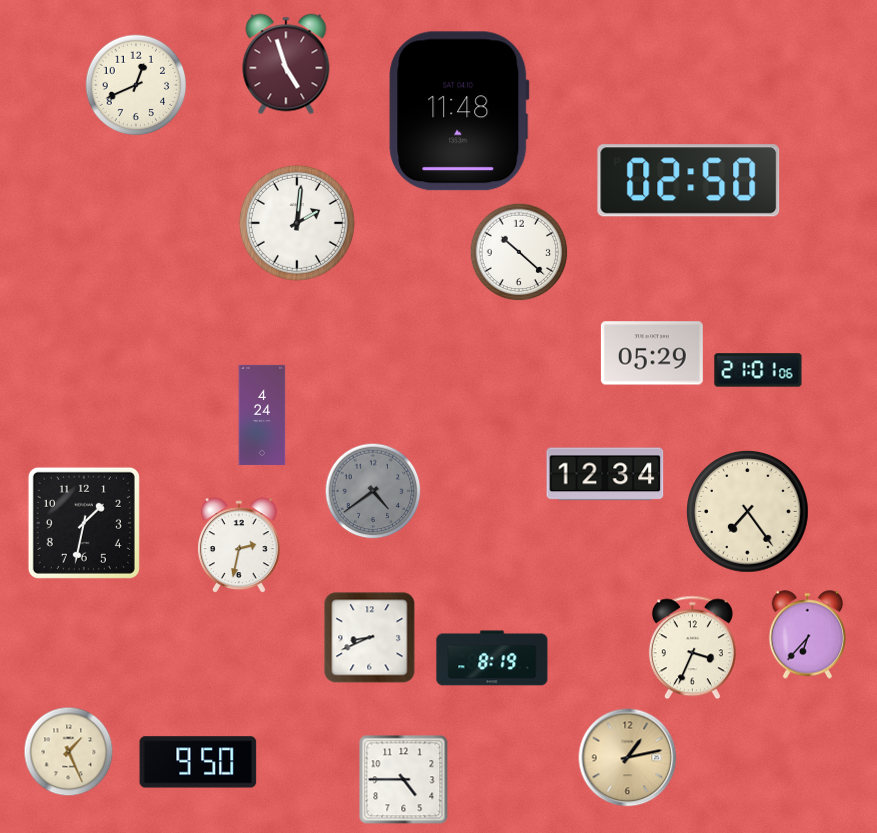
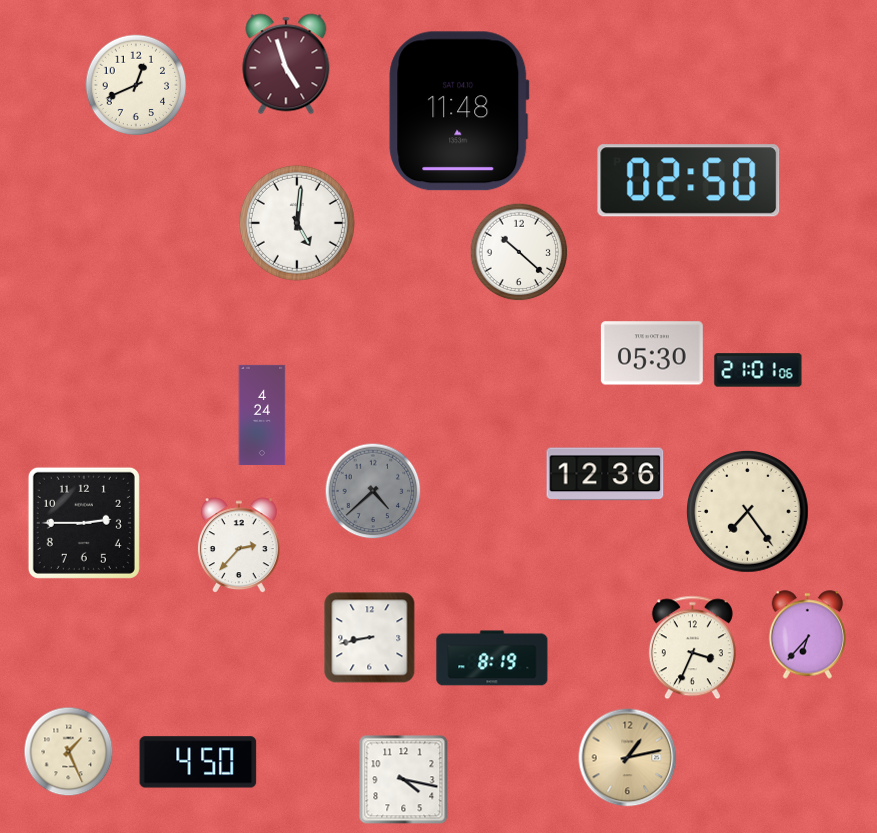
clock at (297, 223): 2:01 -> 5:01
clock at (652, 353): 05:29 -> 05:30
clock at (605, 474): 12:34 -> 12:36
clock at (373, 491): 4:39 -> 4:38
clock at (84, 523): 1:32 -> 2:45
clock at (239, 546): 2:32 -> 2:37
clock at (370, 638): 8:41 -> 8:43
clock at (198, 762): 9:50 -> 4:50
clock at (404, 780): 4:45 -> 4:17
